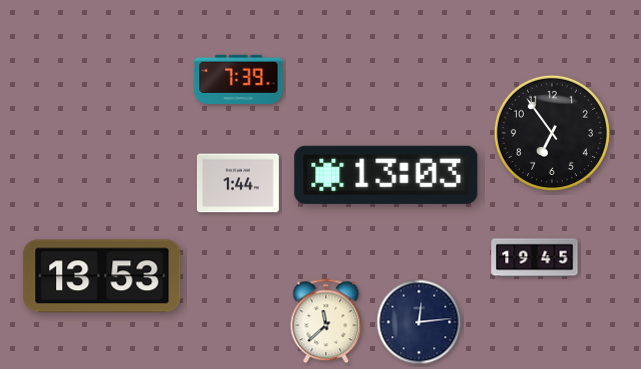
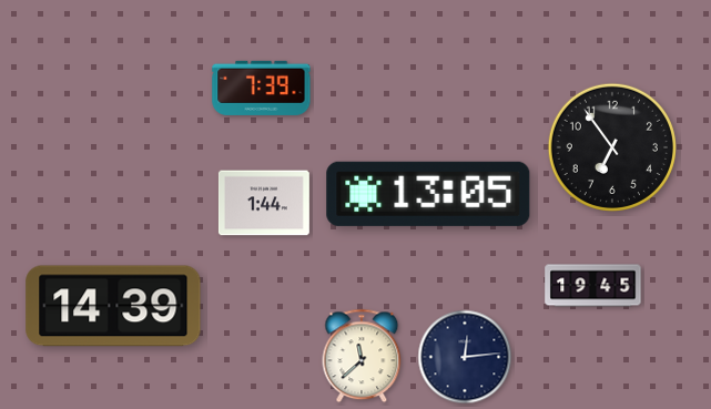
clock at (239, 79) position: (239, 79) -> (262, 88)
clock at (386, 175): 13:03 -> 13:05
clock at (102, 276): 13:53 -> 14:39
